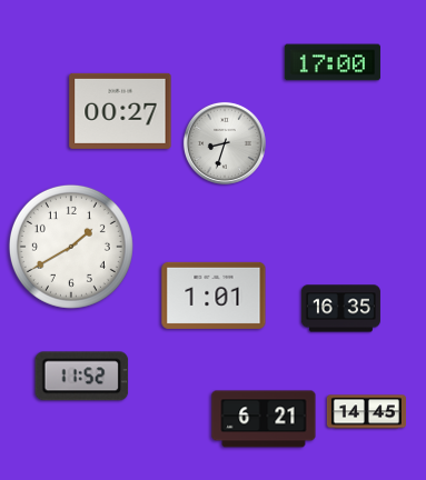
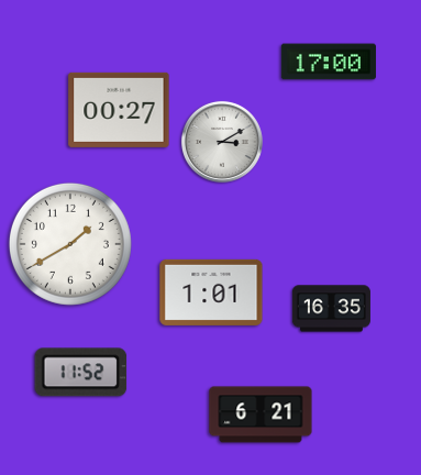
clock at (225, 143): 8:33 -> 3:10
clock at (340, 309) position: (340, 309) -> (331, 309)
clock at (366, 412): 14:45 -> none
